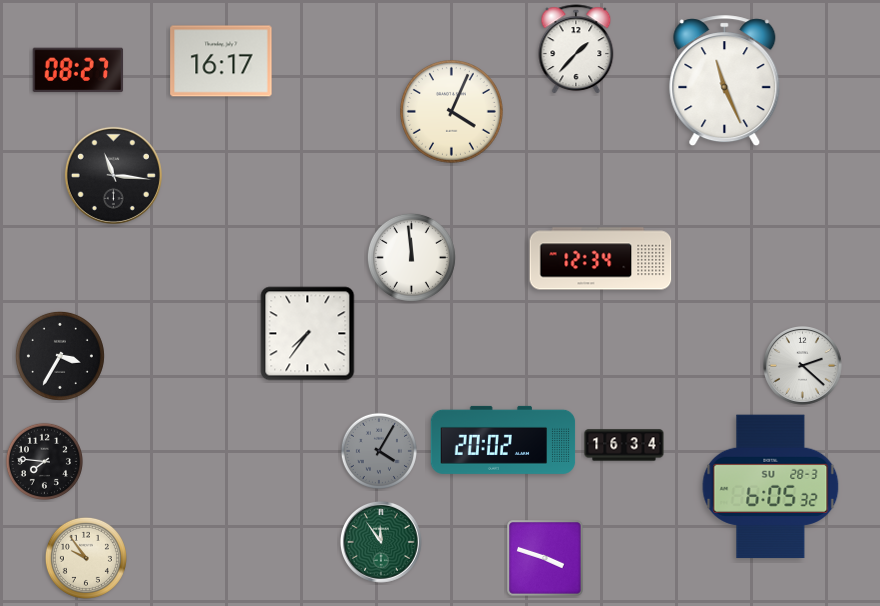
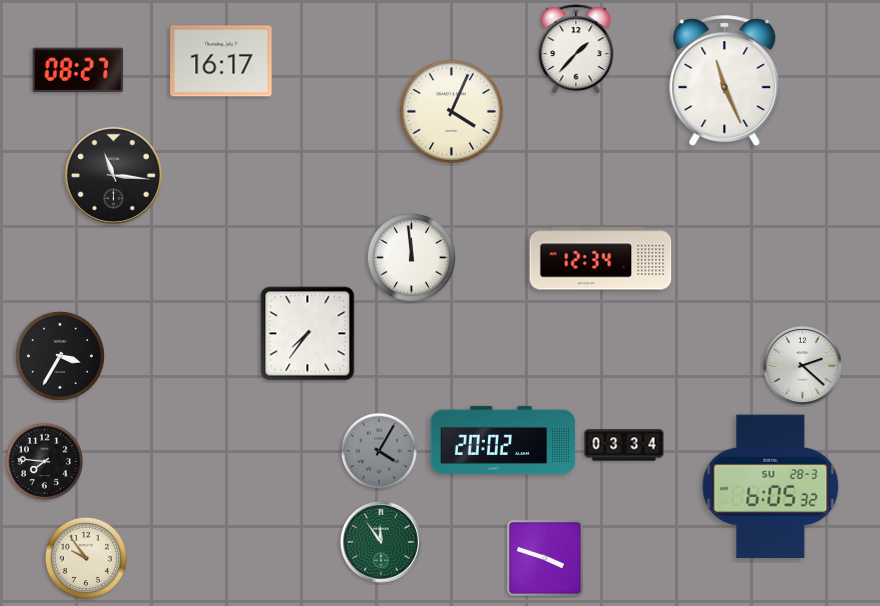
clock at (624, 445): 16:34 -> 03:34
